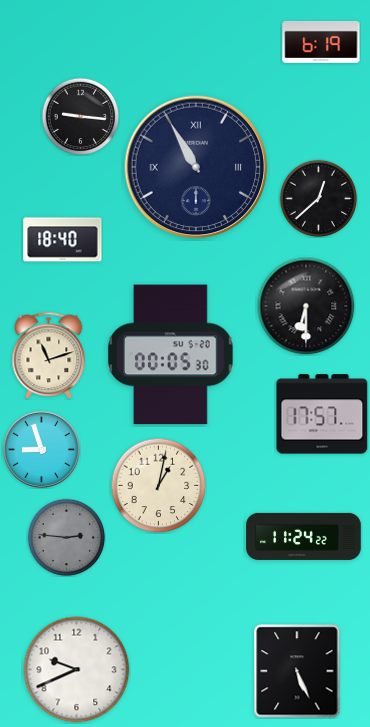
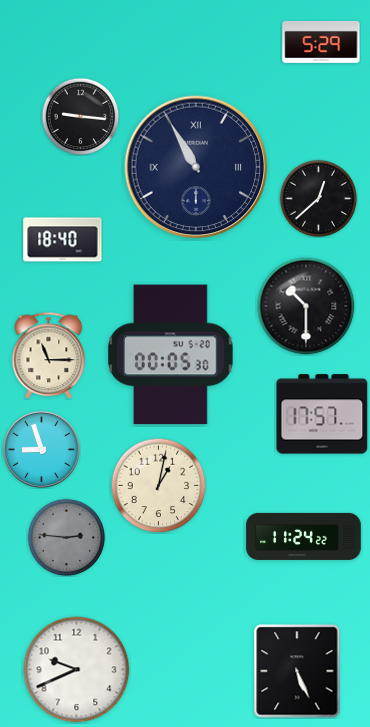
clock at (321, 42): 6:19 -> 5:29
clock at (306, 306): 6:30 -> 10:30
clock at (49, 355): 11:12 -> 11:15
